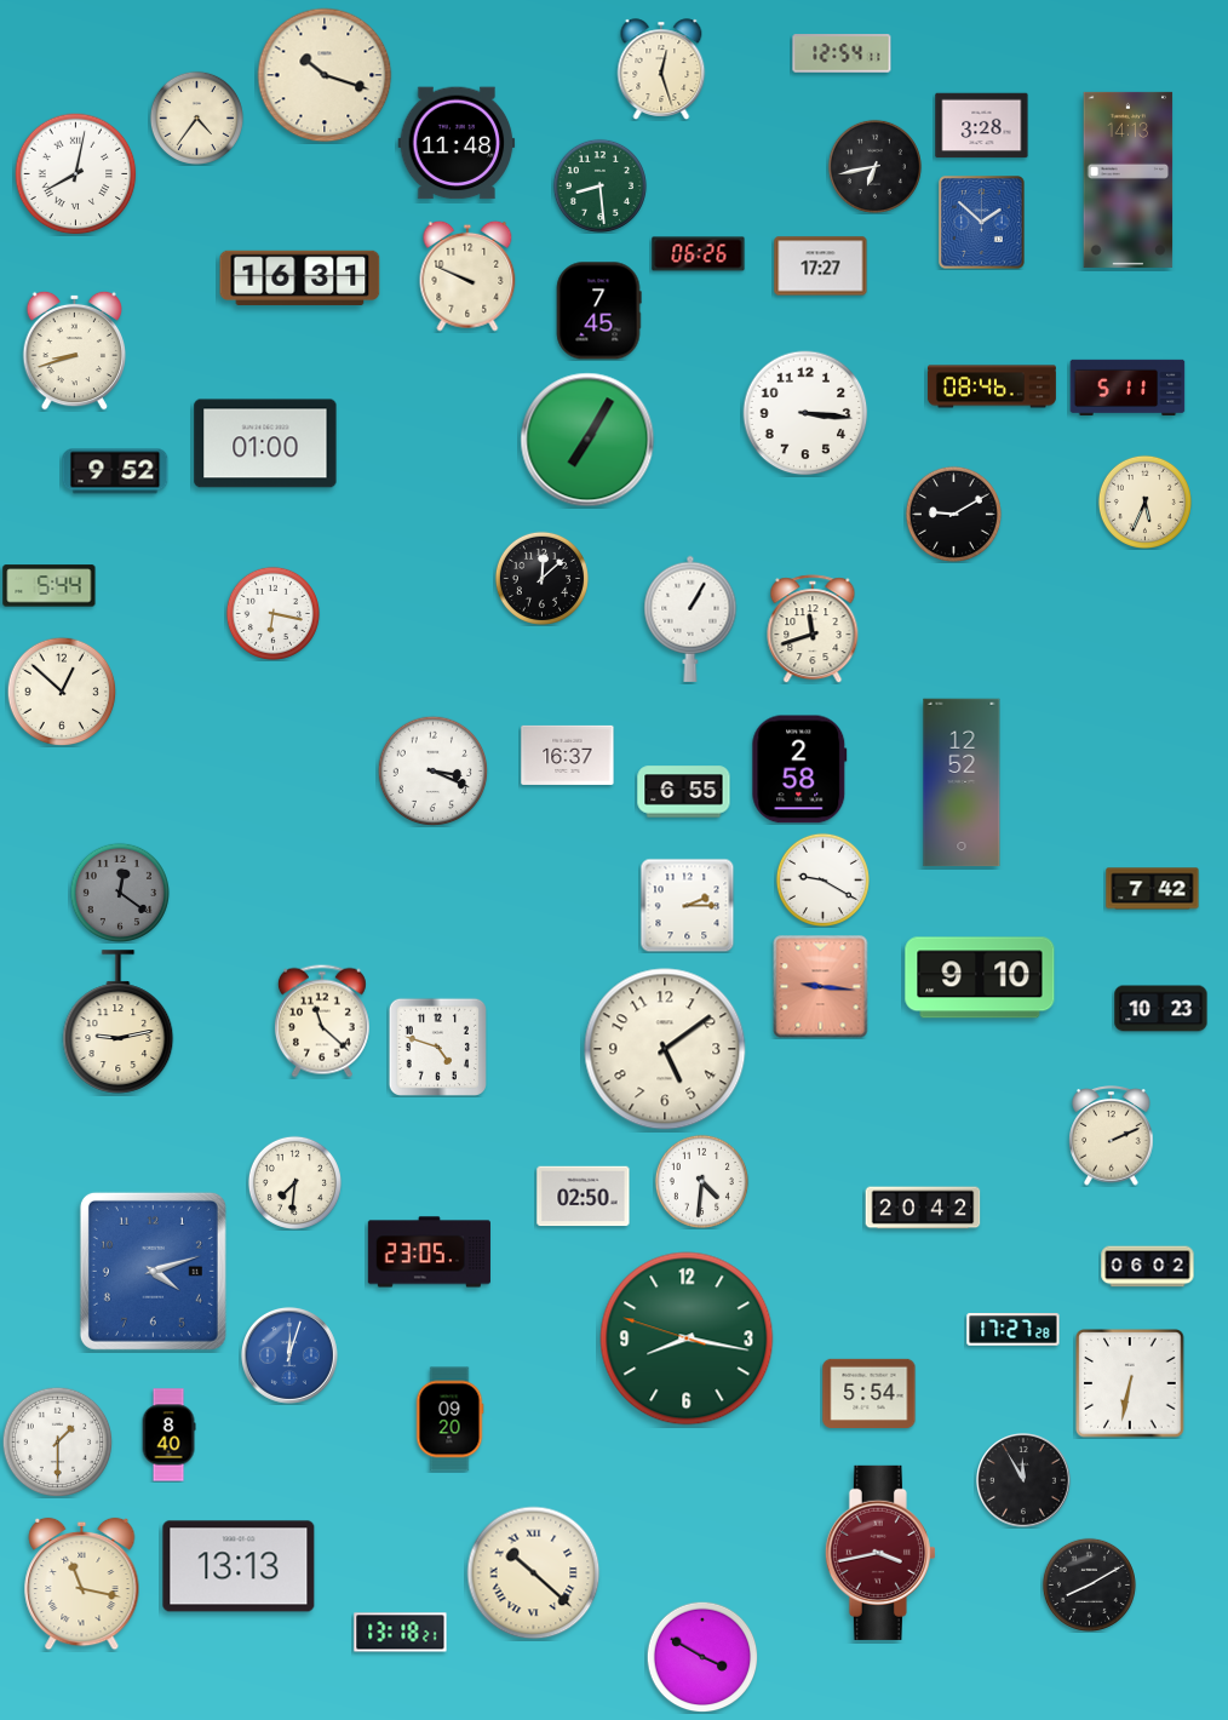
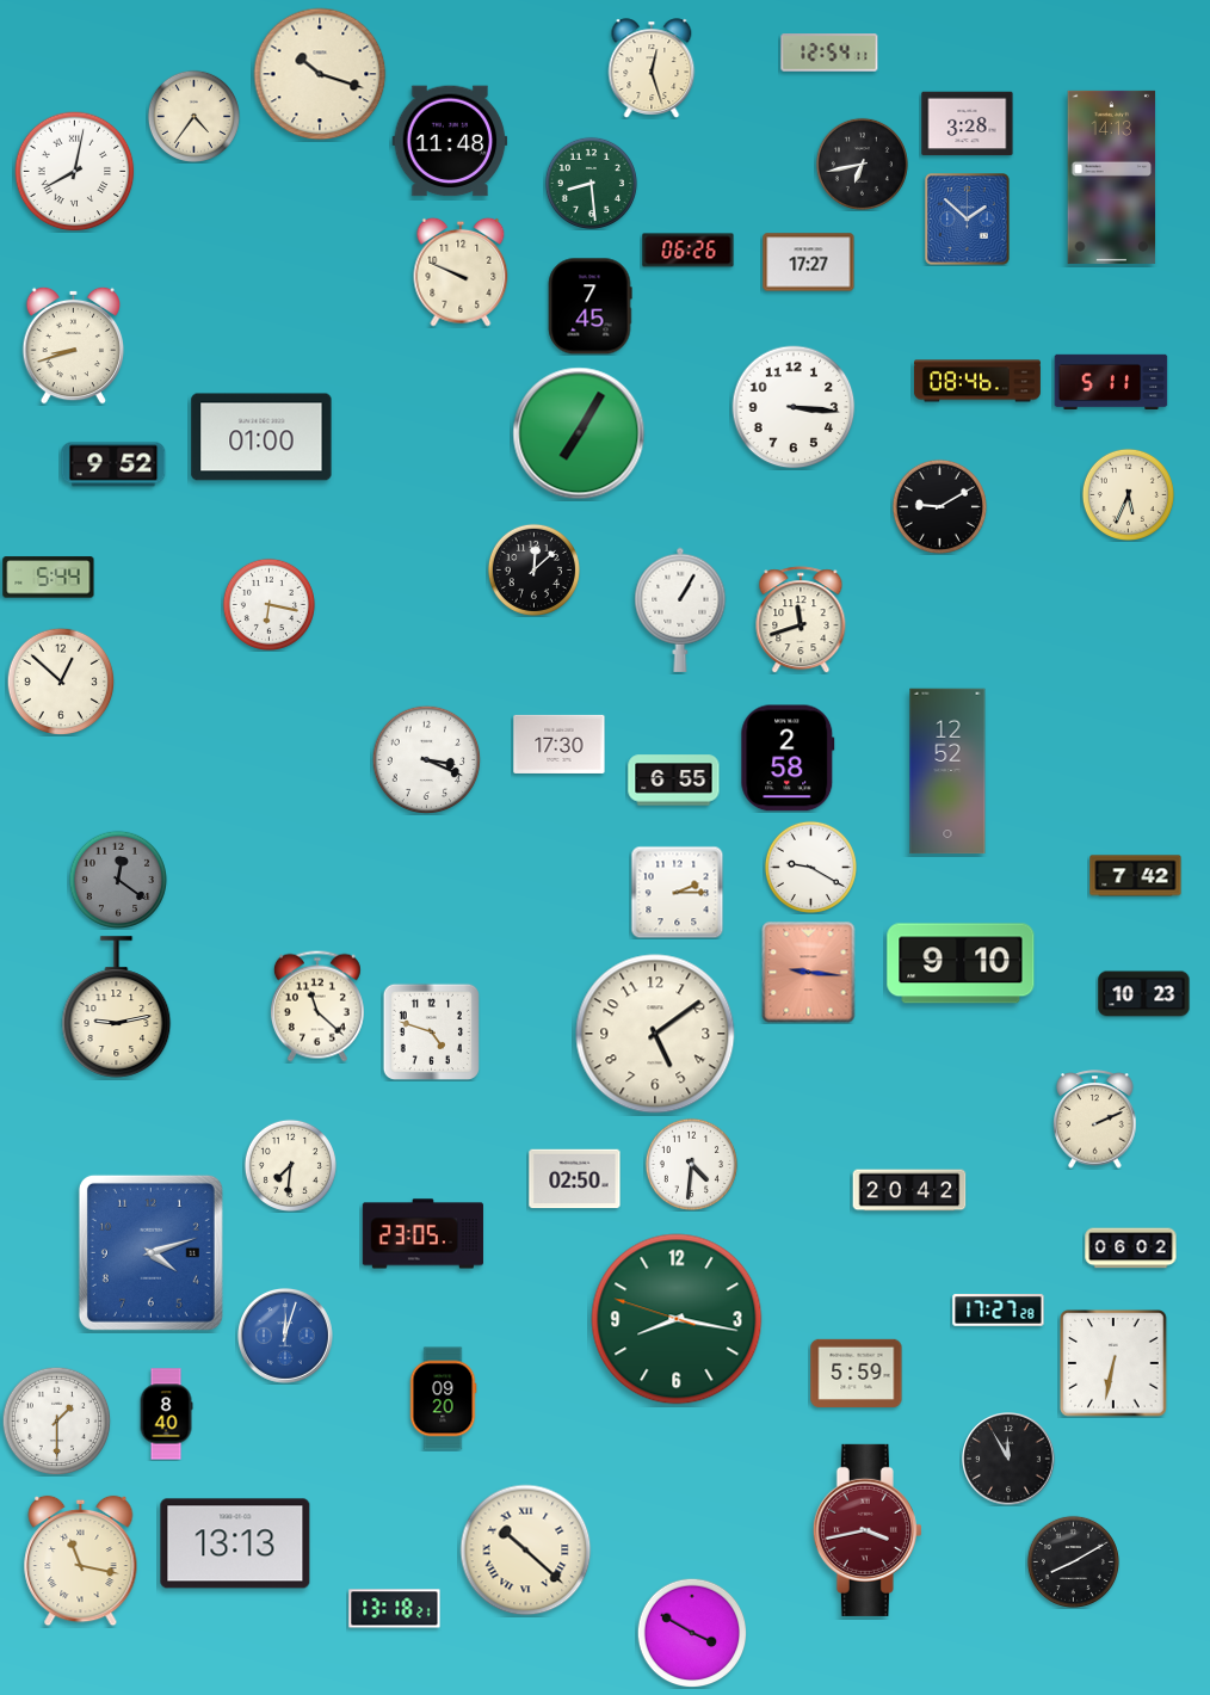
clock at (300, 277): 16:31 -> none
clock at (568, 755): 16:37 -> 17:30
clock at (980, 977) position: (980, 977) -> (961, 963)
clock at (870, 1393): 5:54 -> 5:59
